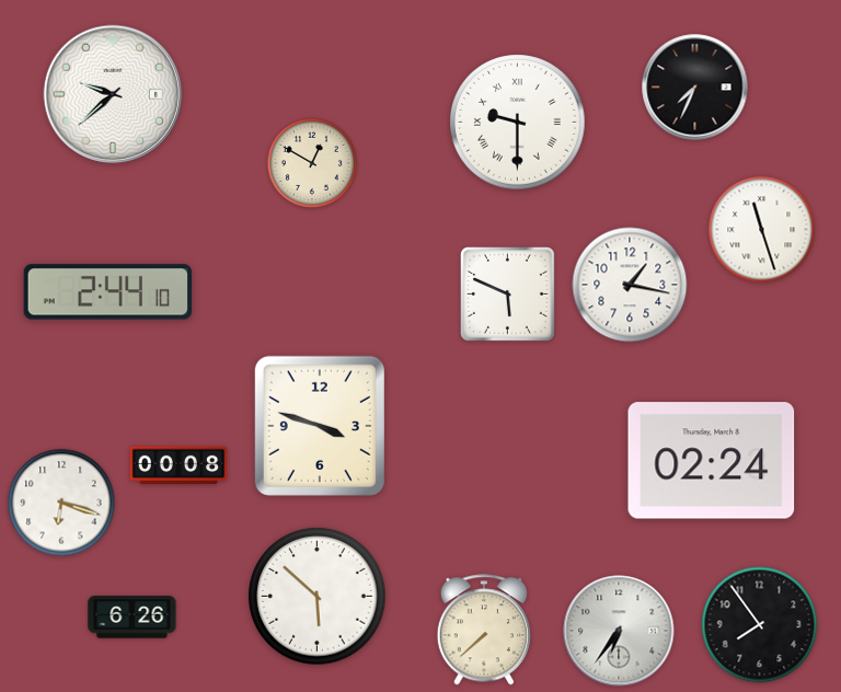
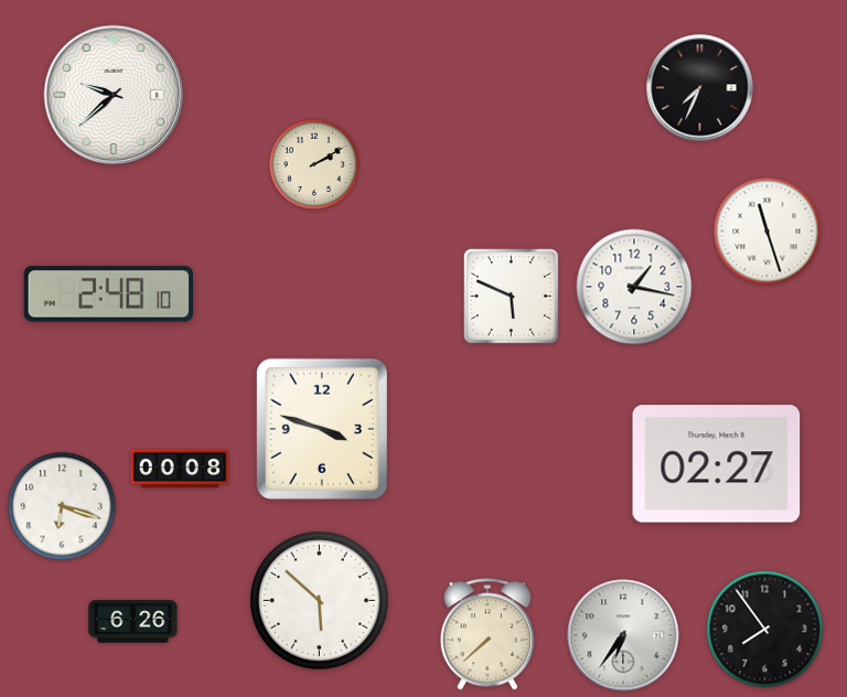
clock at (518, 123): 9:30 -> none
clock at (311, 162): 12:50 -> 2:10
clock at (108, 292): 2:44 -> 2:48
clock at (712, 461): 02:24 -> 02:27
